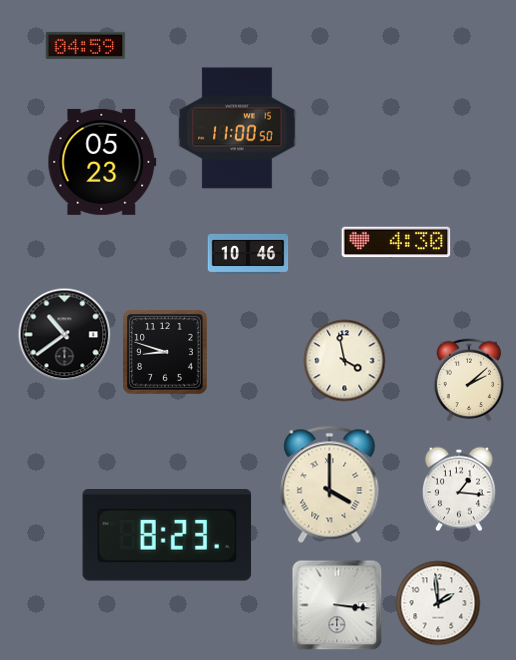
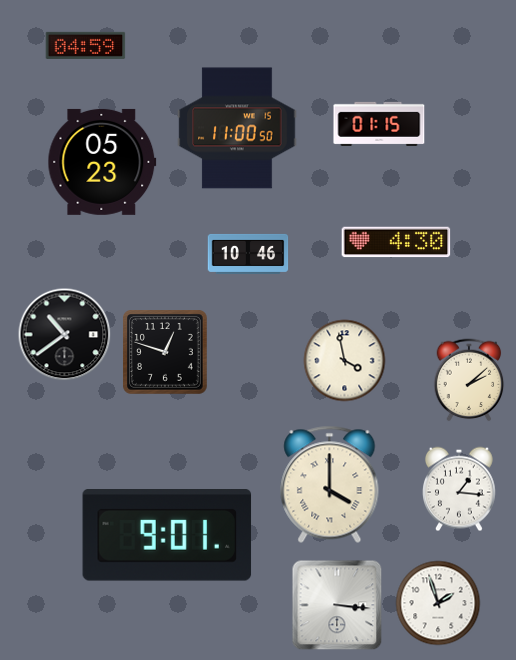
clock at (379, 124): none -> 01:15
clock at (166, 353): 8:48 -> 12:48
clock at (167, 535): 8:23 -> 9:01
clock at (438, 603): 1:59 -> 1:57
